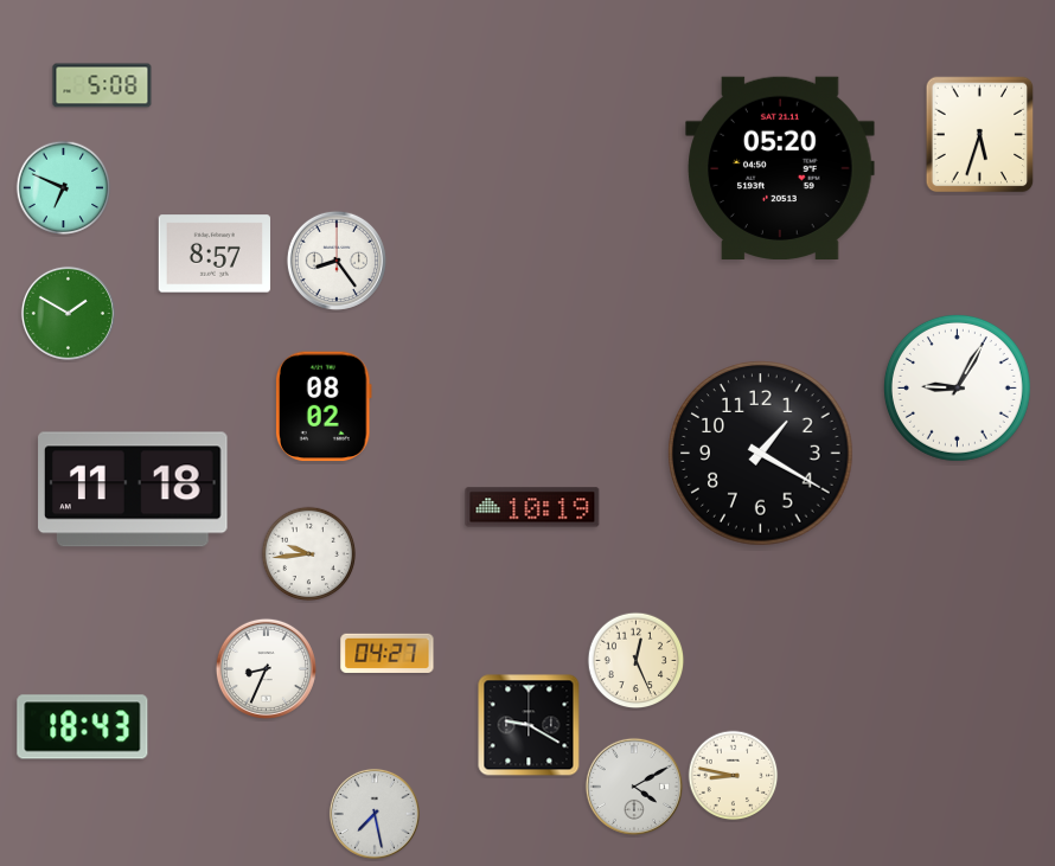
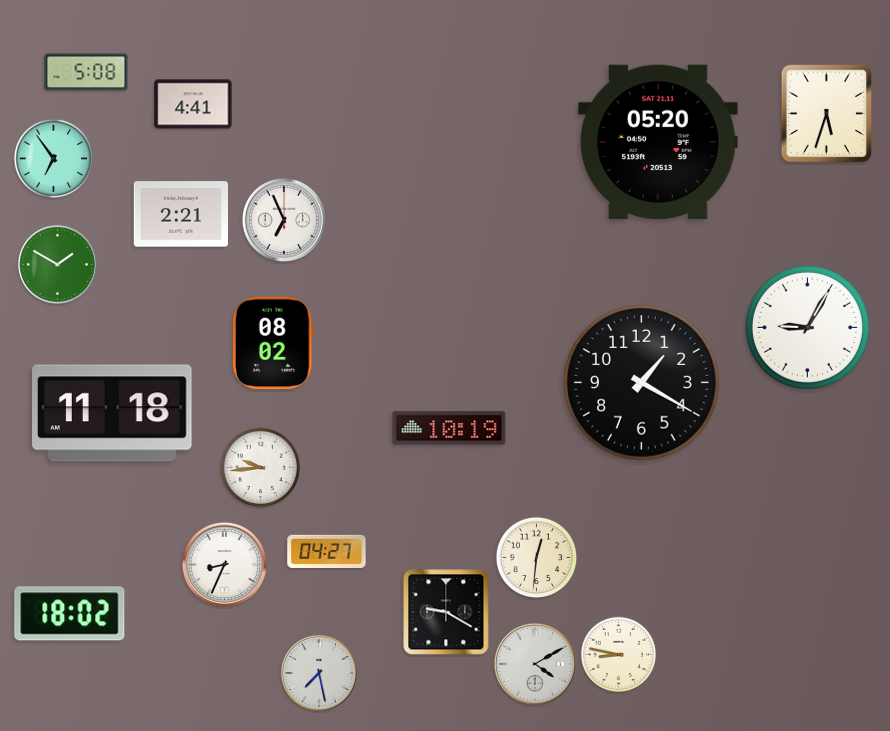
clock at (193, 104): none -> 4:41
clock at (64, 188): 6:49 -> 6:54
clock at (213, 254): 8:57 -> 2:21
clock at (337, 261): 8:24 -> 6:56
clock at (637, 661): 12:26 -> 12:31
clock at (83, 727): 18:43 -> 18:02
clock at (375, 814) position: (375, 814) -> (319, 673)
